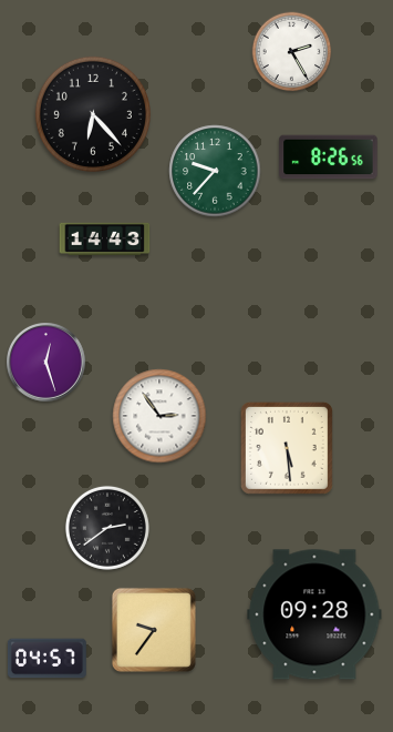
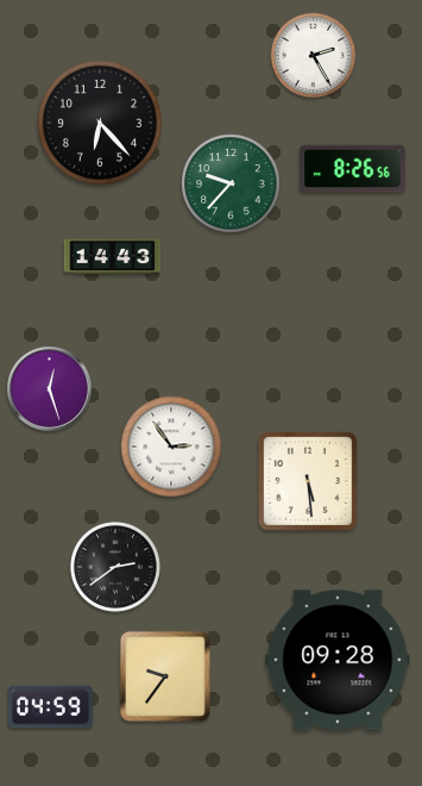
clock at (46, 659): 04:57 -> 04:59
